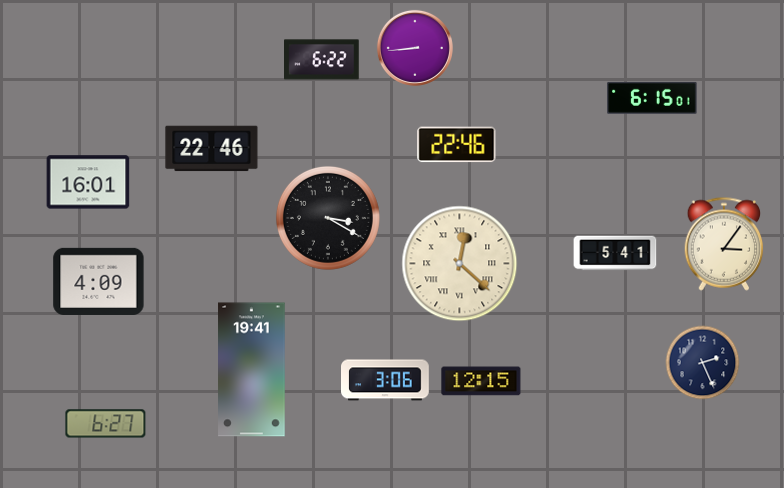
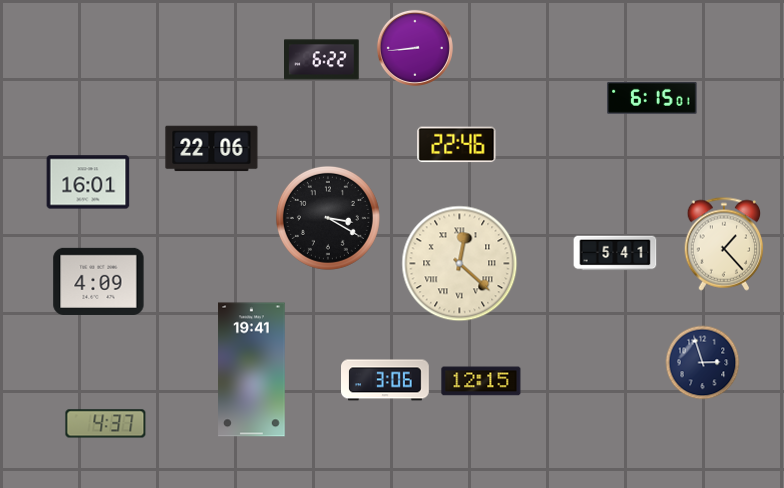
clock at (212, 149): 22:46 -> 22:06
clock at (724, 244): 3:06 -> 1:23
clock at (703, 363): 2:26 -> 2:57
clock at (106, 424): 6:27 -> 4:37
